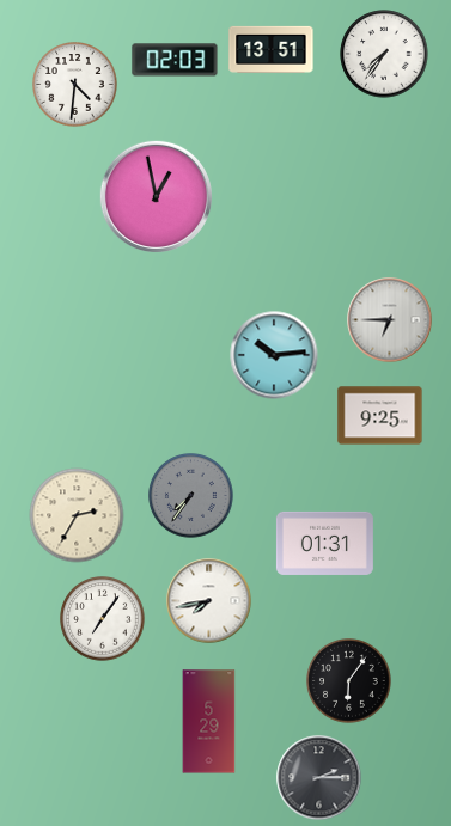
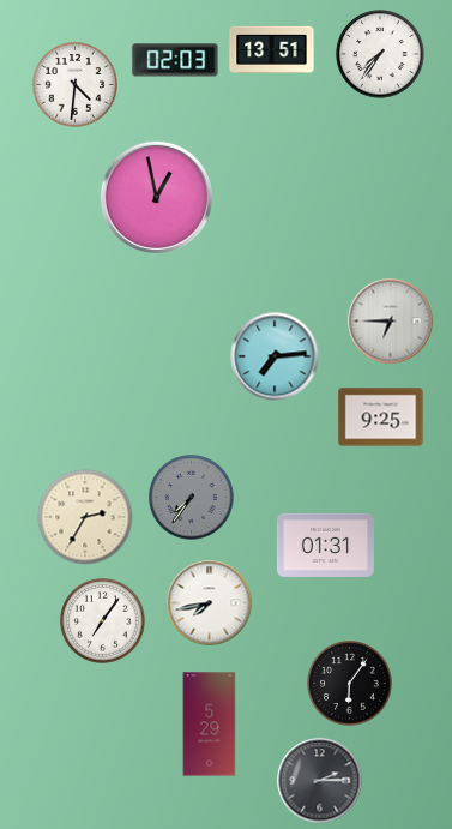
clock at (384, 54) position: (384, 54) -> (380, 54)
clock at (274, 355): 10:14 -> 7:14
clock at (77, 515) position: (77, 515) -> (85, 517)
